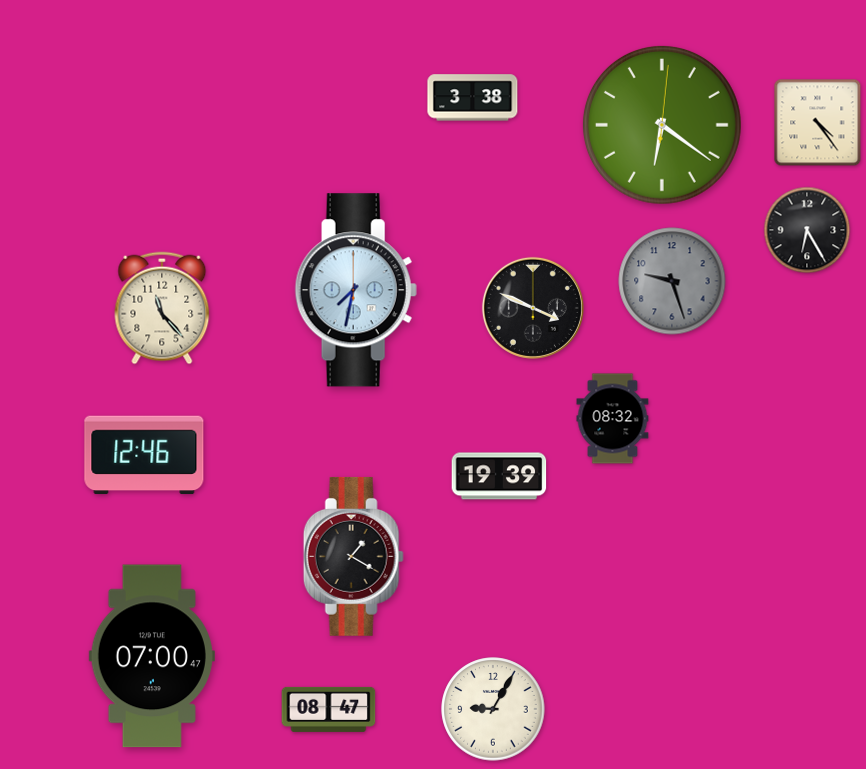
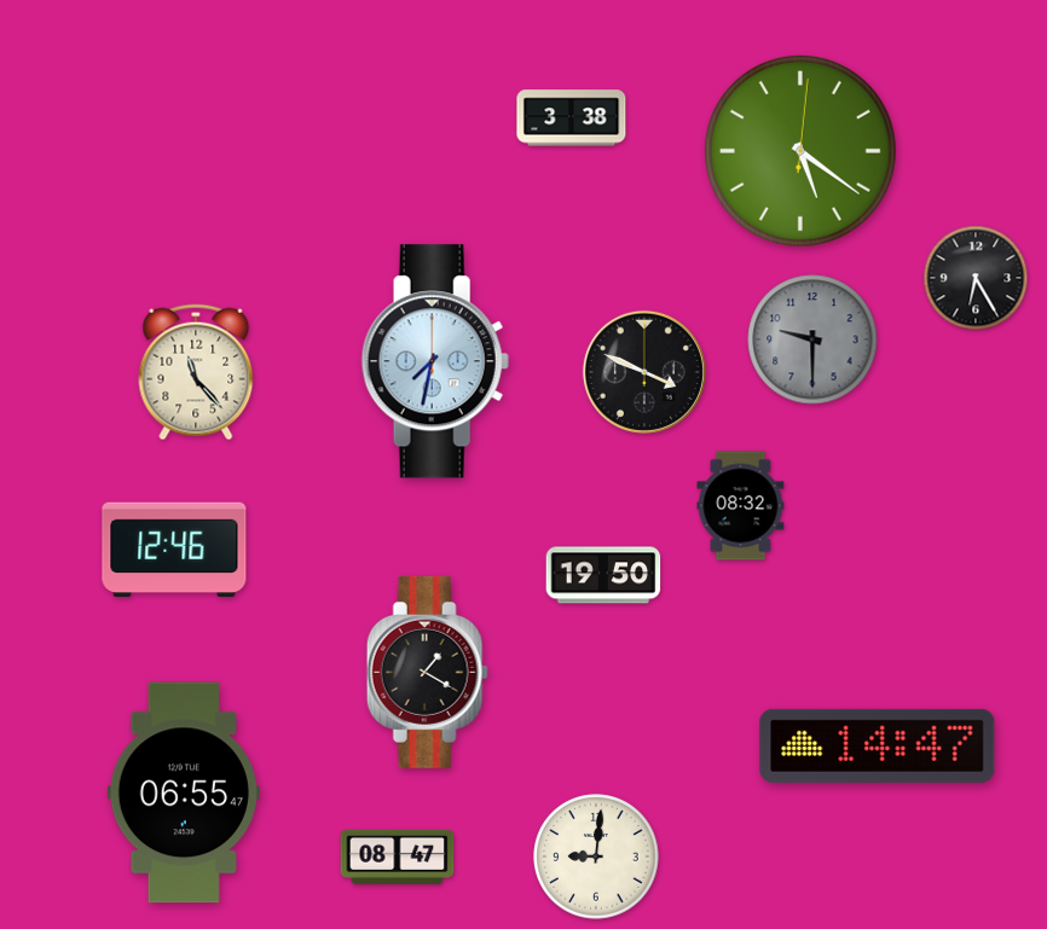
clock at (818, 123): 4:24 -> none
clock at (662, 125): 6:21 -> 5:21
clock at (672, 281): 9:27 -> 9:30
clock at (356, 290) position: (356, 290) -> (435, 361)
clock at (499, 476): 19:39 -> 19:50
clock at (878, 745): none -> 14:47
clock at (152, 656): 07:00 -> 06:55
clock at (493, 709): 9:05 -> 9:01
